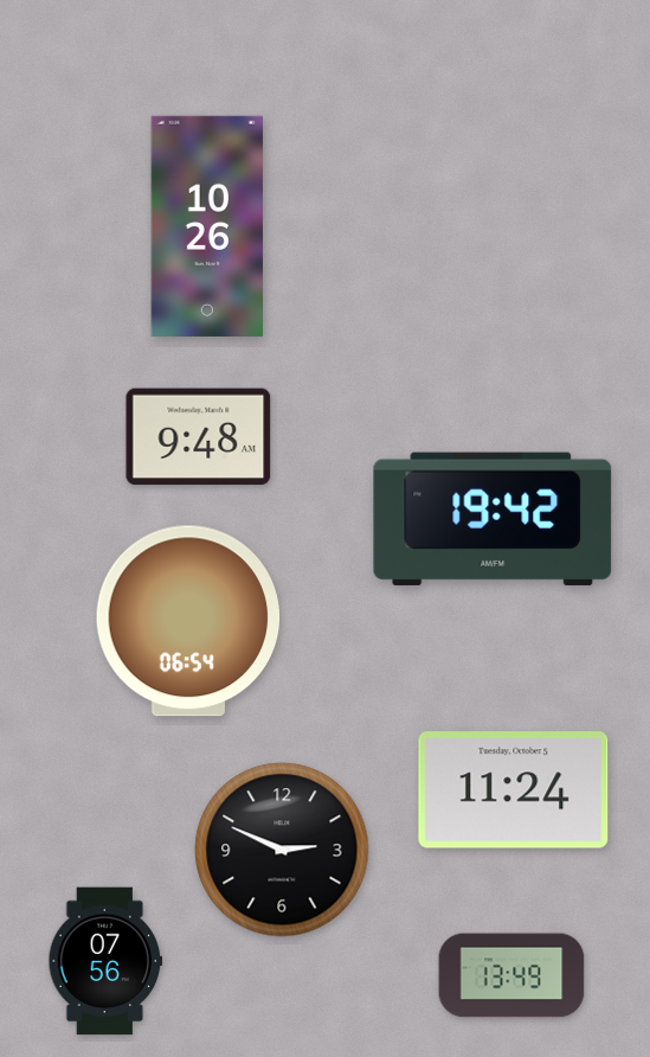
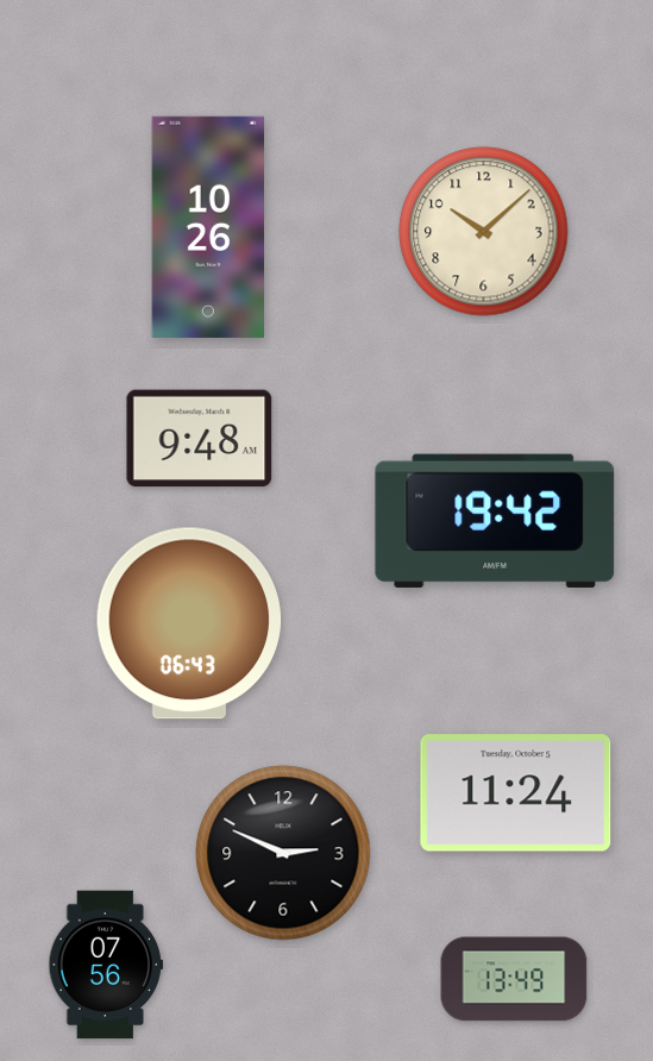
clock at (484, 232): none -> 10:08
clock at (188, 621): 06:54 -> 06:43
